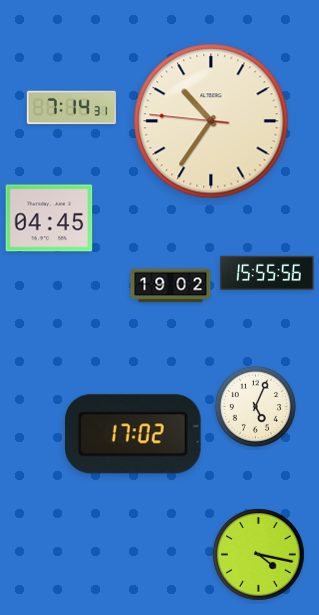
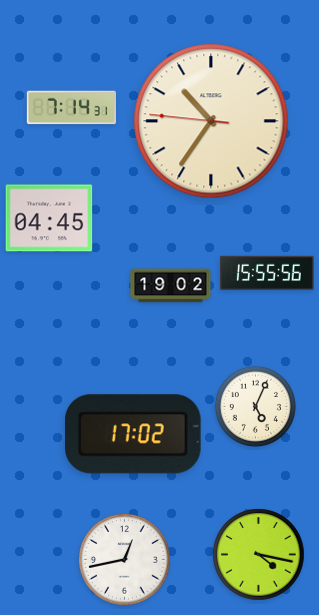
clock at (125, 560): none -> 12:43
